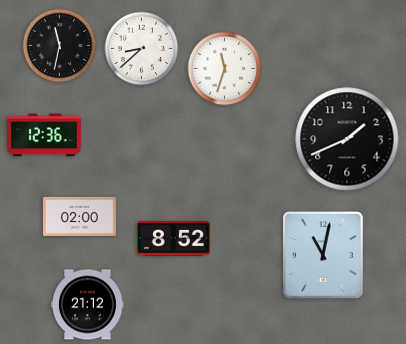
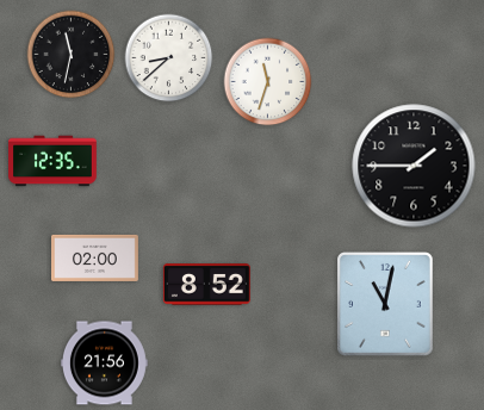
clock at (44, 135): 12:36 -> 12:35
clock at (347, 139): 1:41 -> 1:45
clock at (87, 305): 21:12 -> 21:56
